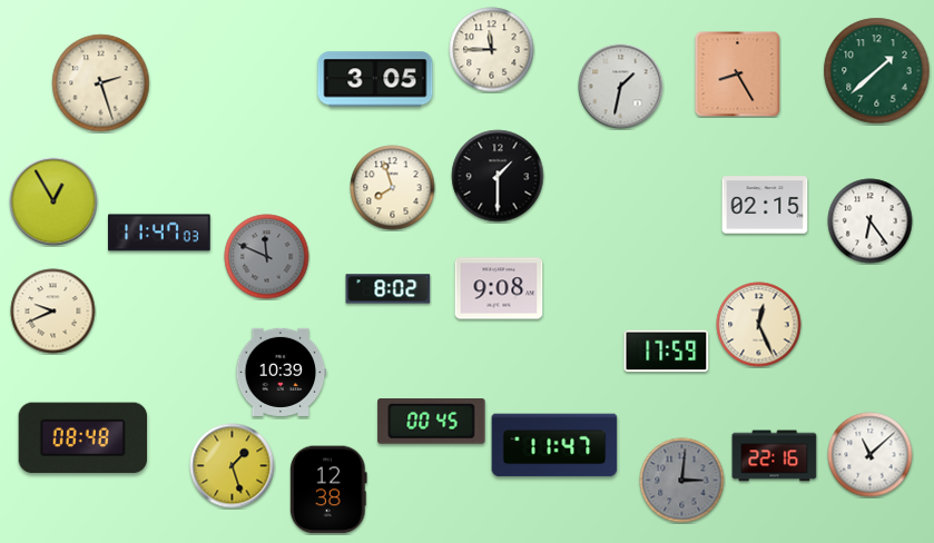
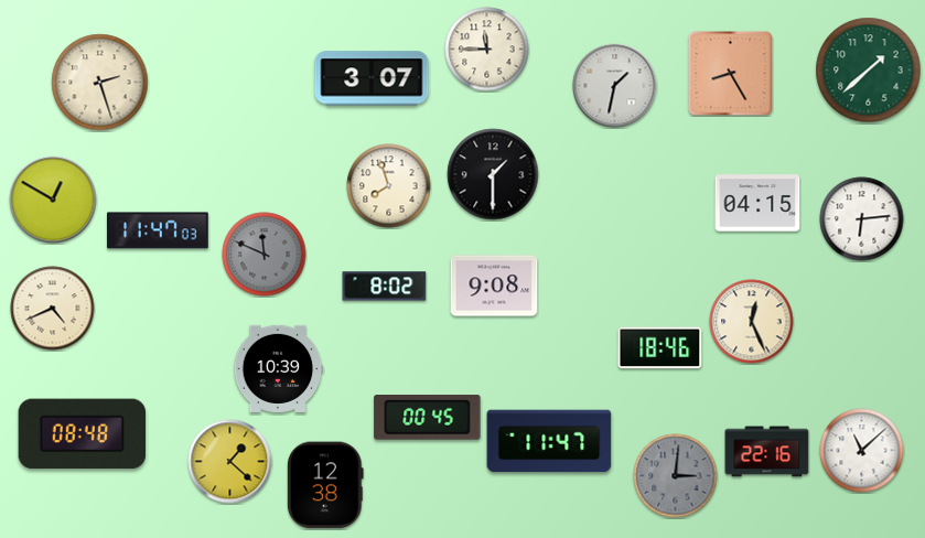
clock at (375, 79): 3:05 -> 3:07
clock at (53, 201): 12:55 -> 12:50
clock at (765, 205): 02:15 -> 04:15
clock at (871, 221): 6:24 -> 6:14
clock at (53, 312): 9:41 -> 4:41
clock at (667, 352): 17:59 -> 18:46
clock at (233, 466): 1:27 -> 1:22
